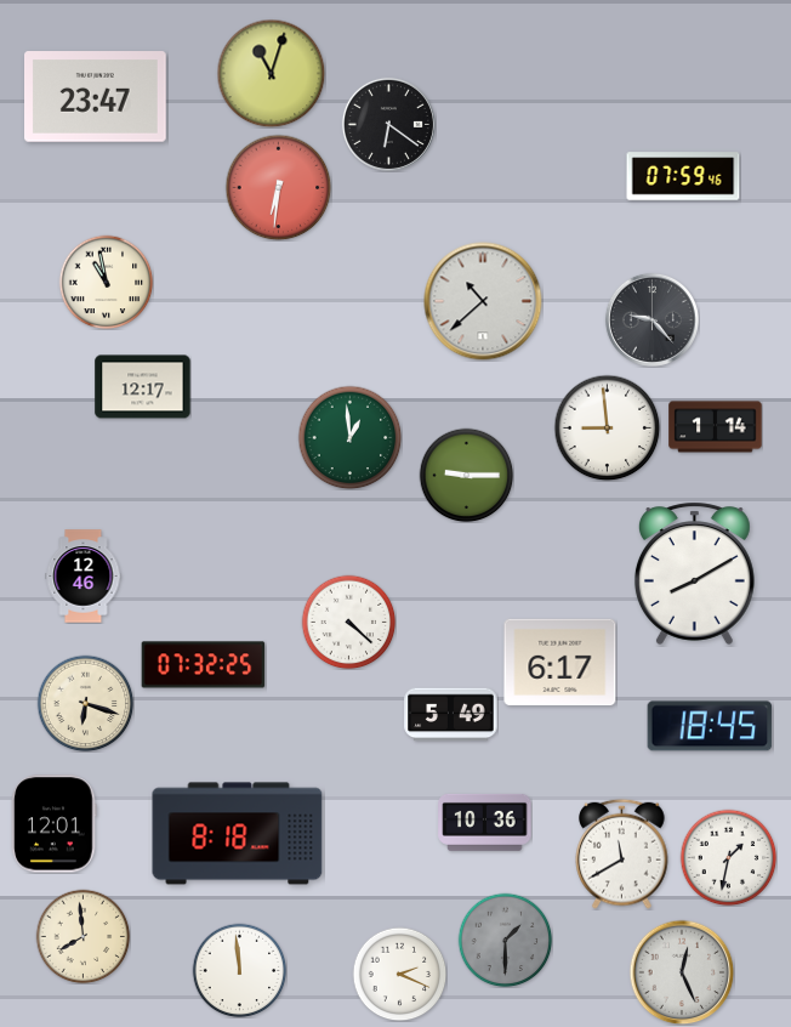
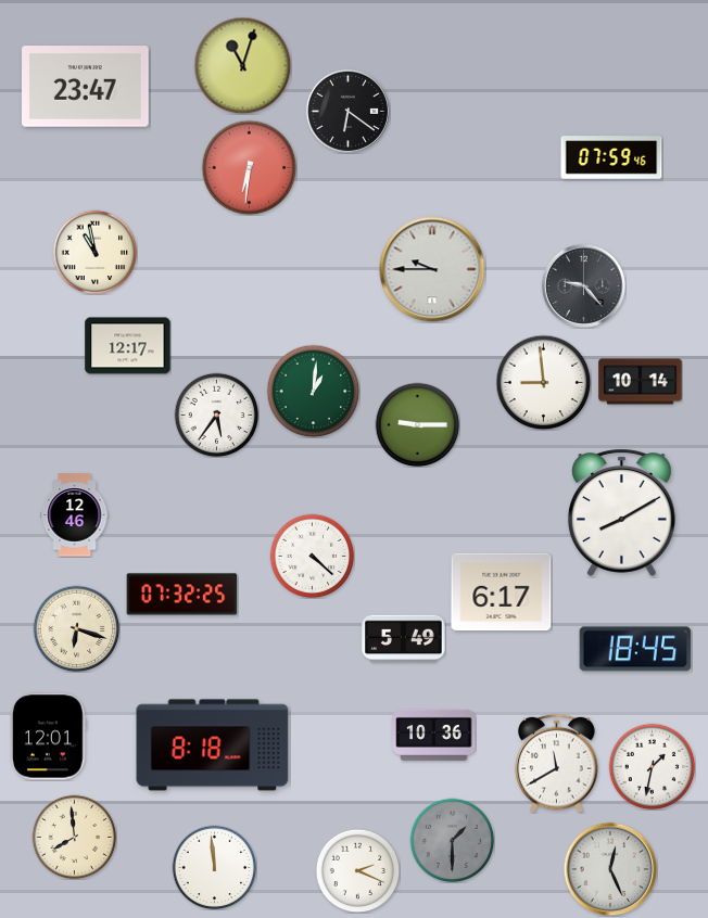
clock at (483, 301): 10:38 -> 9:45
clock at (716, 427): 1:14 -> 10:14
clock at (349, 437): 12:59 -> 1:01
clock at (216, 415): none -> 5:36
